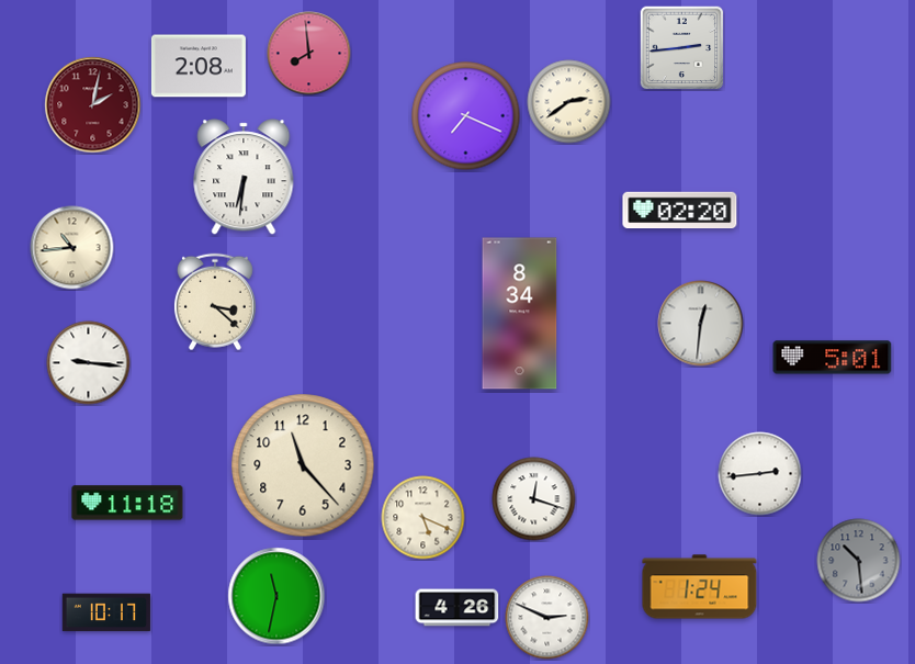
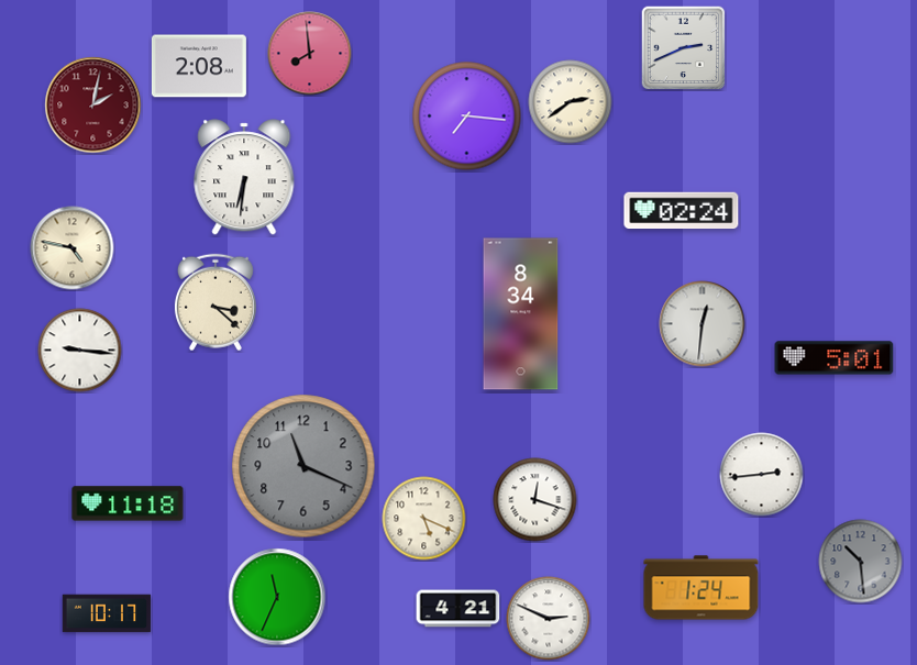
clock at (681, 47): 2:44 -> 2:41
clock at (466, 116): 7:19 -> 7:16
clock at (680, 211): 02:20 -> 02:24
clock at (72, 248): 10:44 -> 4:47
clock at (89, 363) position: (89, 363) -> (80, 351)
clock at (303, 465): 11:23 -> 11:19
clock at (303, 465) dial: cream -> grey
clock at (276, 596): 11:32 -> 11:34
clock at (457, 608): 4:26 -> 4:21
